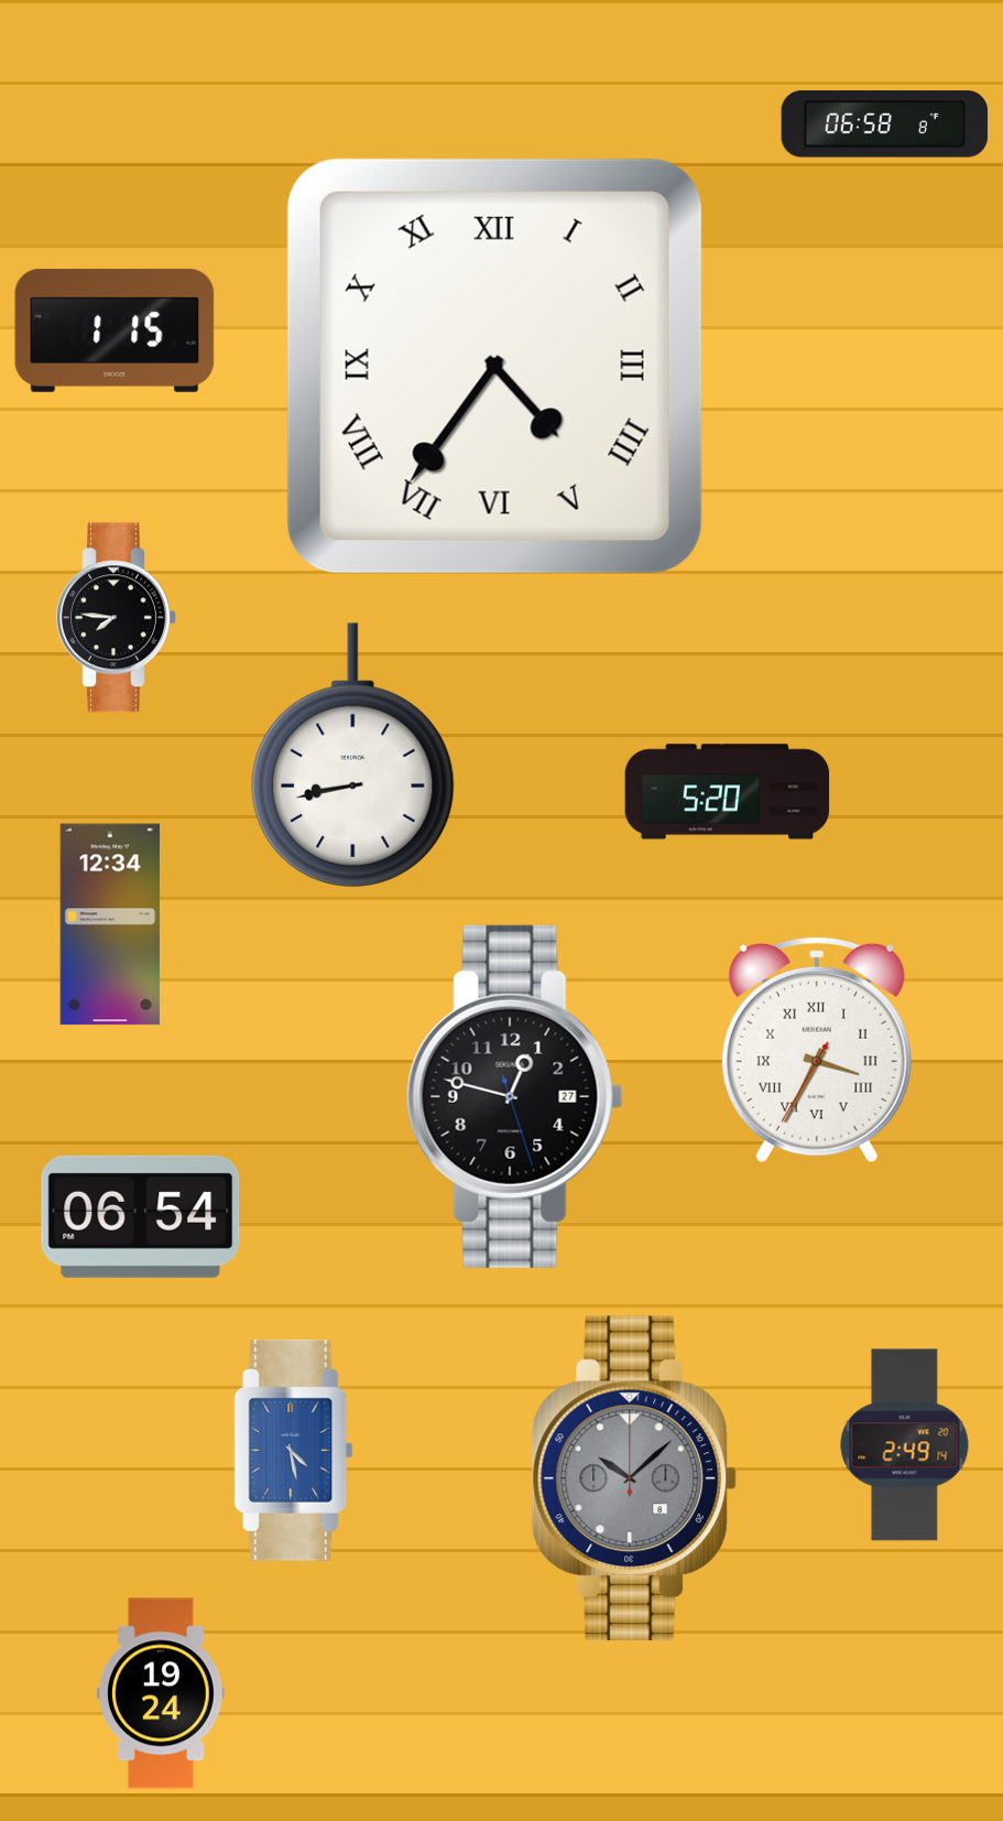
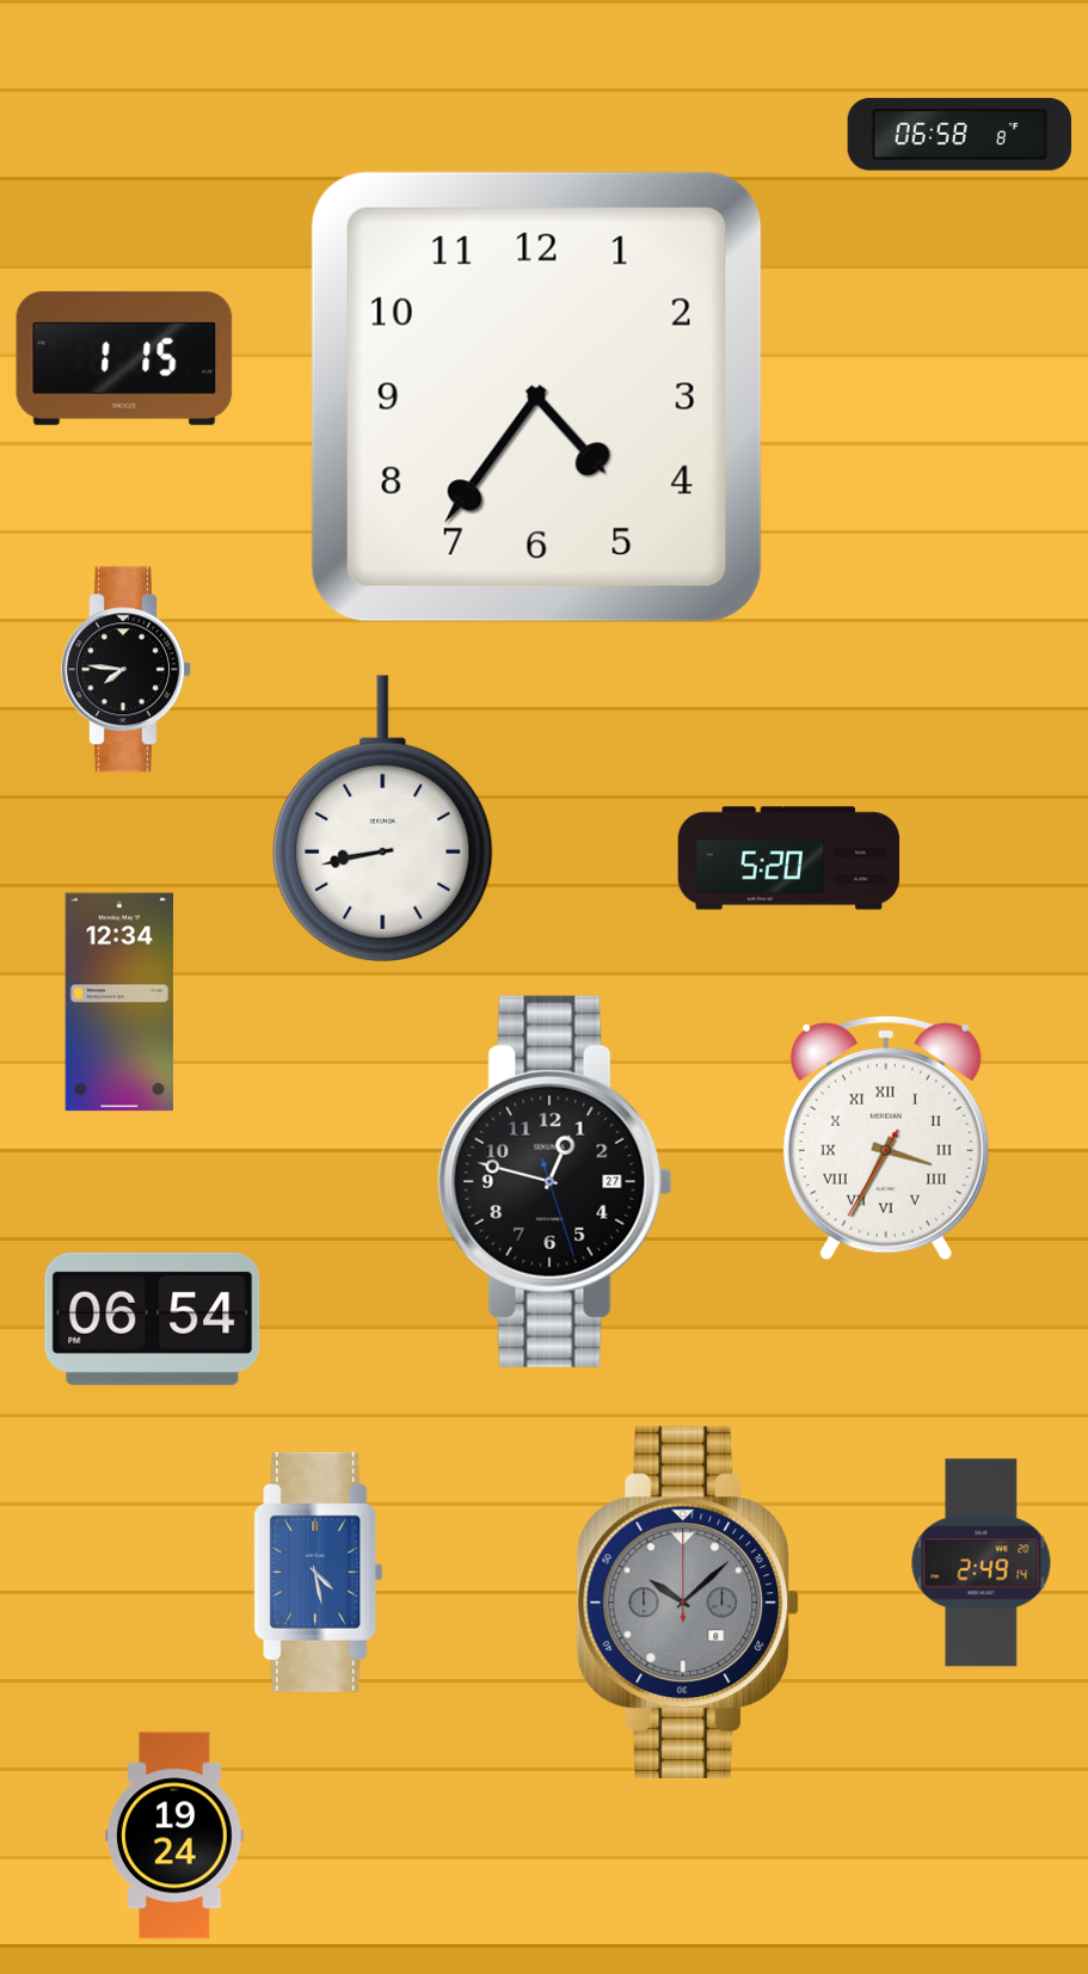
clock at (494, 366) numerals: Roman -> Arabic
clock at (514, 1096) position: (514, 1096) -> (554, 1181)
clock at (905, 1445) position: (905, 1445) -> (982, 1563)
